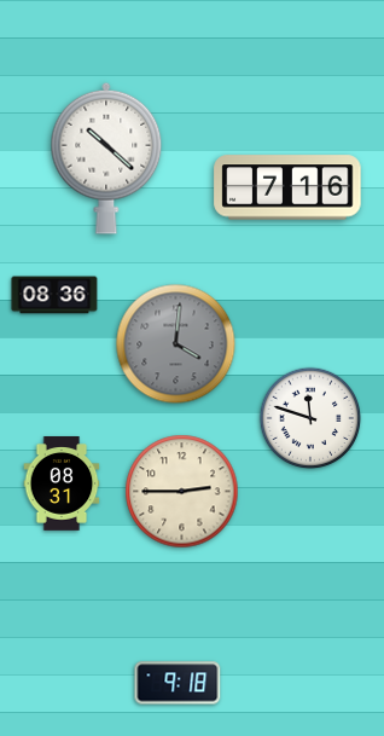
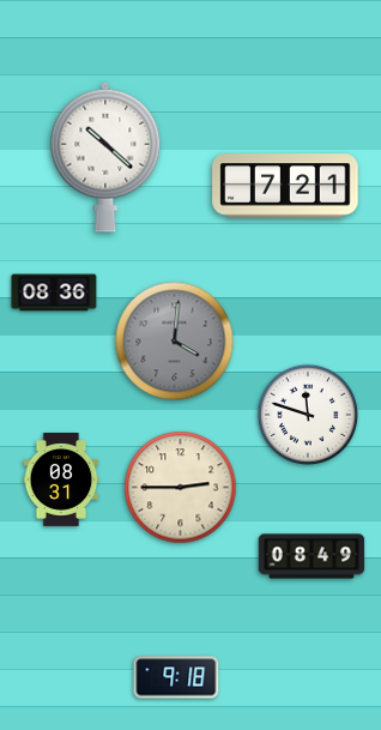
clock at (287, 187): 7:16 -> 7:21
clock at (312, 556): none -> 08:49
